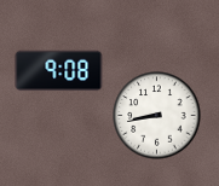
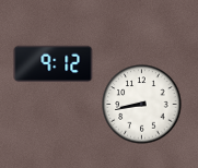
clock at (59, 71): 9:08 -> 9:12
